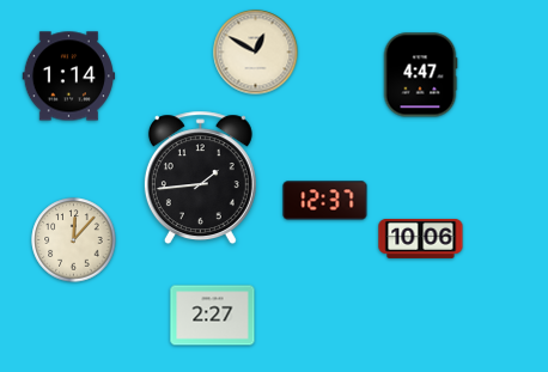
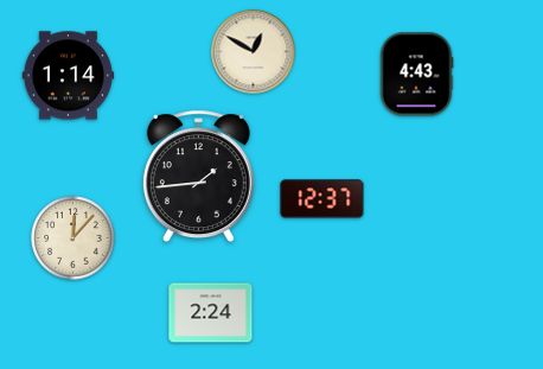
clock at (420, 75): 4:47 -> 4:43
clock at (421, 238): 10:06 -> none
clock at (213, 316): 2:27 -> 2:24
